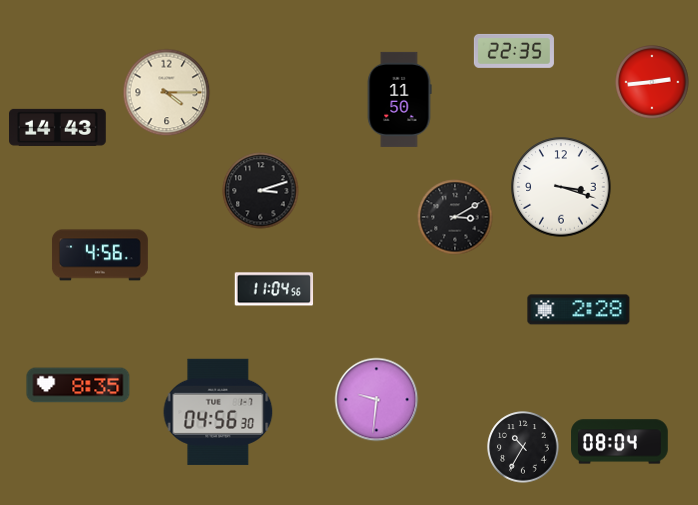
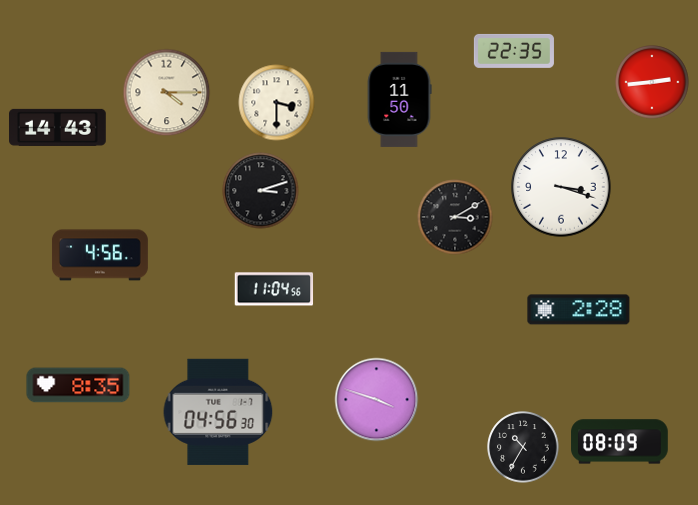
clock at (277, 103): none -> 3:30
clock at (377, 400): 9:31 -> 3:48
clock at (620, 442): 08:04 -> 08:09
